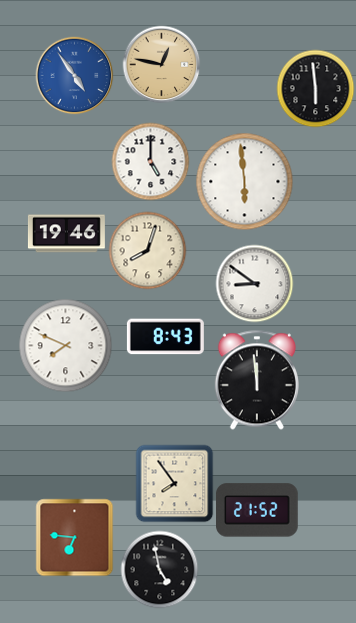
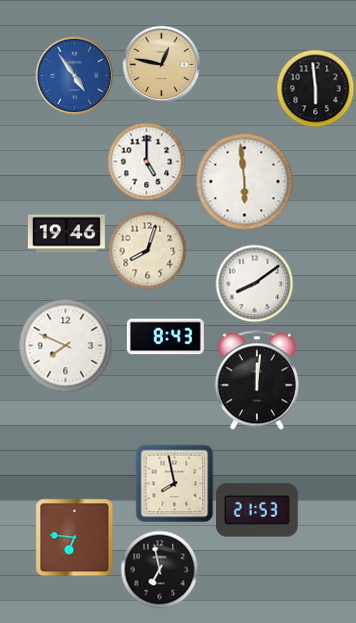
clock at (150, 161) position: (150, 161) -> (146, 161)
clock at (254, 283): 8:51 -> 8:09
clock at (257, 380): 11:59 -> 12:01
clock at (174, 483): 7:54 -> 7:58
clock at (258, 510): 21:52 -> 21:53
clock at (159, 569): 4:58 -> 6:58
